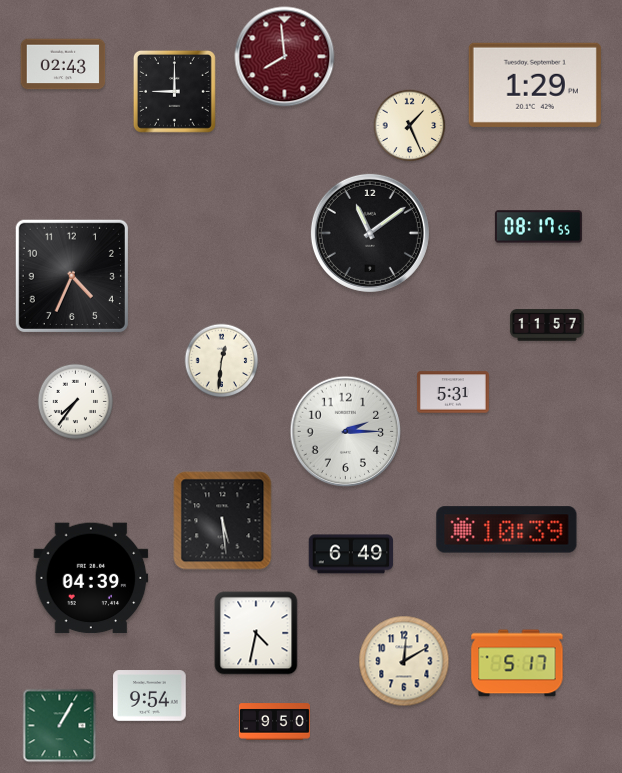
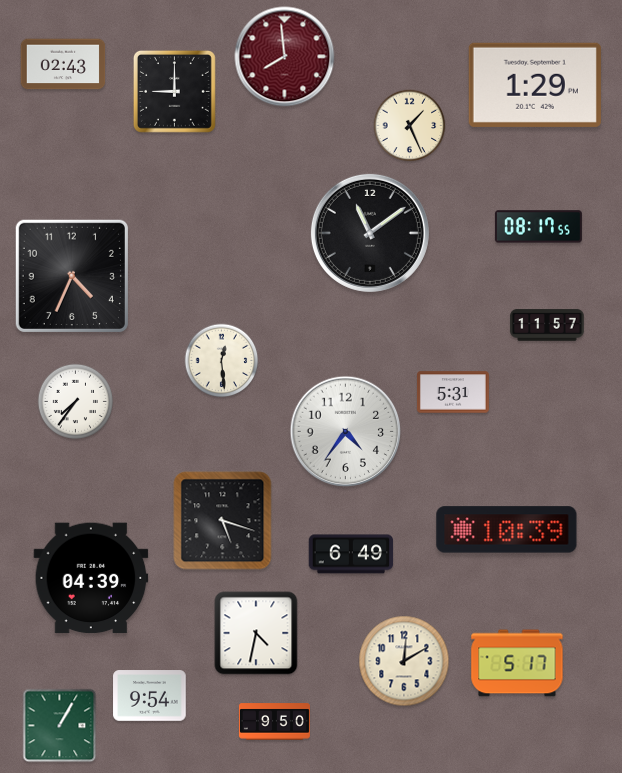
clock at (222, 361): 12:31 -> 12:29
clock at (346, 432): 2:15 -> 4:36
clock at (223, 521): 5:29 -> 5:18
